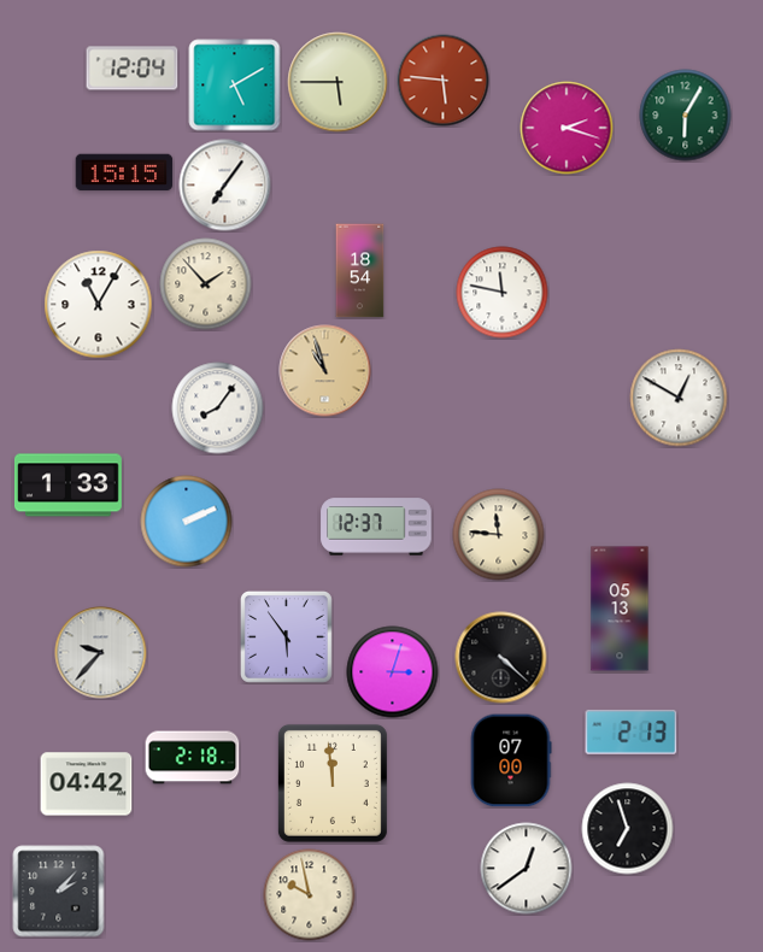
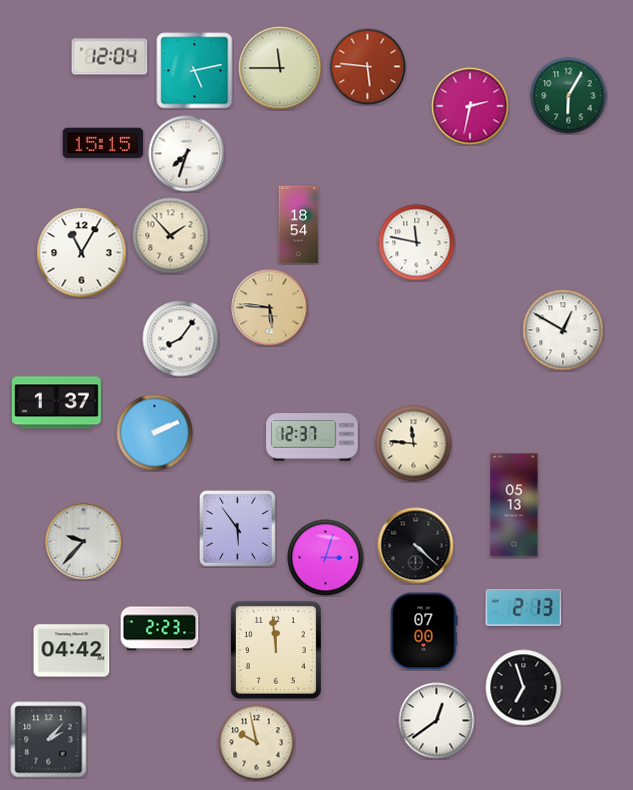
clock at (338, 82): 5:45 -> 11:45
clock at (235, 86): 5:10 -> 5:13
clock at (567, 128): 2:18 -> 2:32
clock at (225, 186): 7:06 -> 7:33
clock at (325, 371): 10:57 -> 5:46
clock at (68, 486): 1:33 -> 1:37
clock at (193, 758): 2:18 -> 2:23
clock at (628, 829) position: (628, 829) -> (524, 688)
